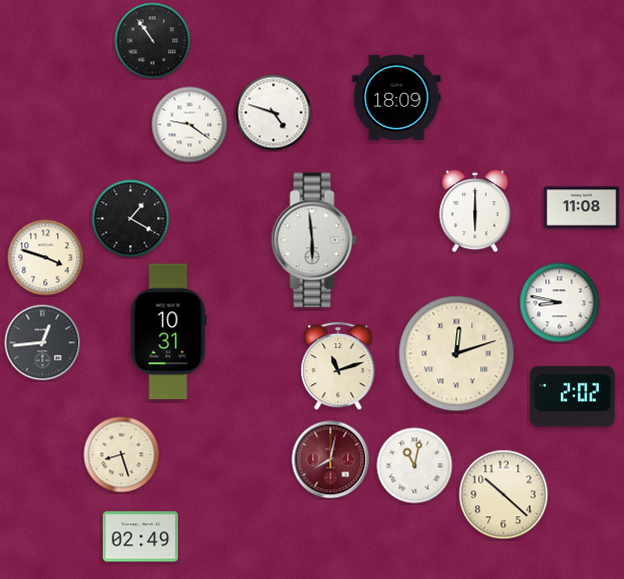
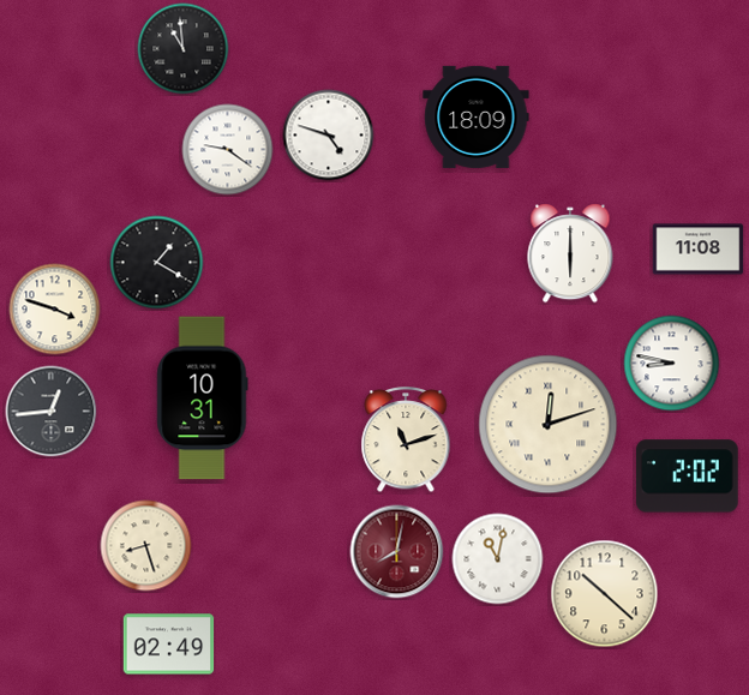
clock at (153, 41): 10:54 -> 10:59
clock at (314, 240): 5:59 -> none
